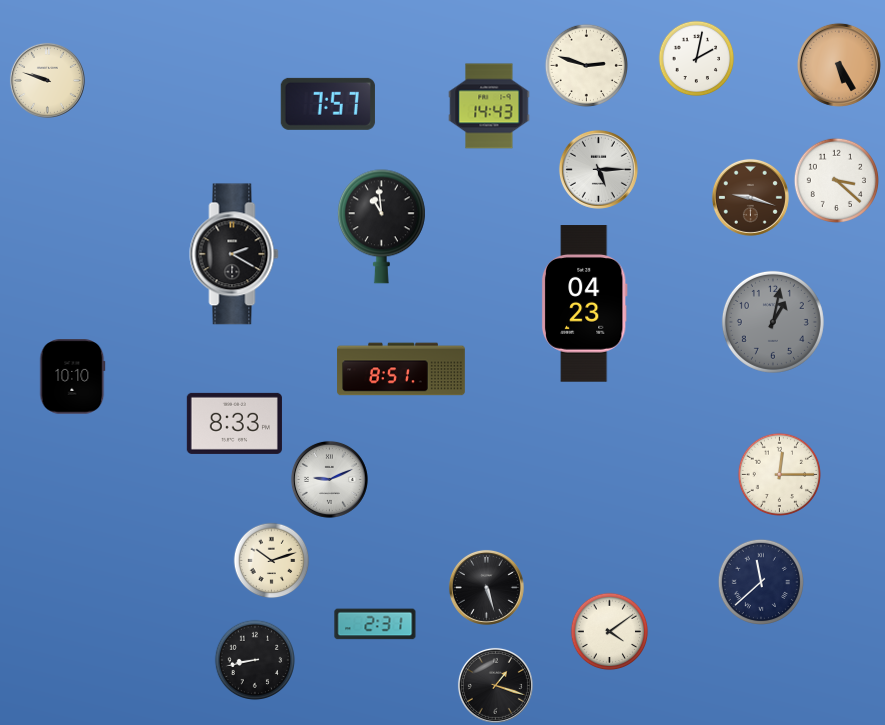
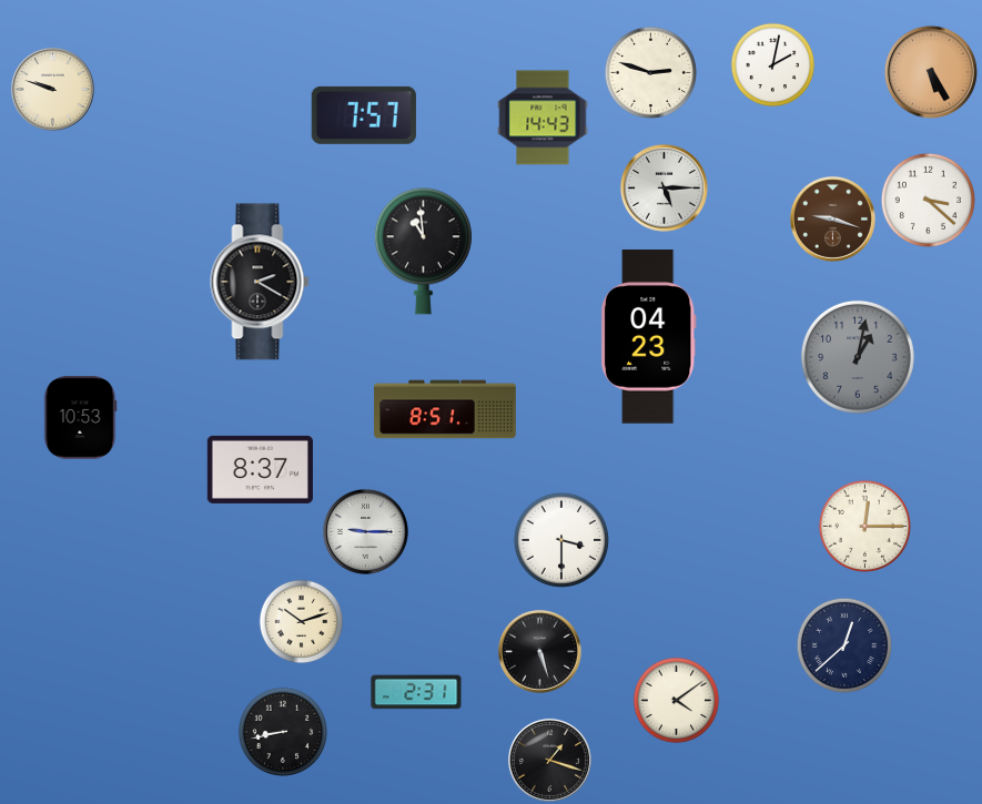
clock at (73, 377): 10:10 -> 10:53
clock at (234, 423): 8:33 -> 8:37
clock at (329, 479): 9:11 -> 9:15
clock at (560, 539): none -> 3:30
clock at (760, 581): 11:38 -> 12:38
